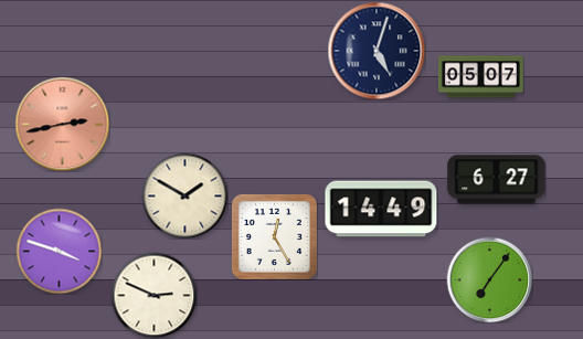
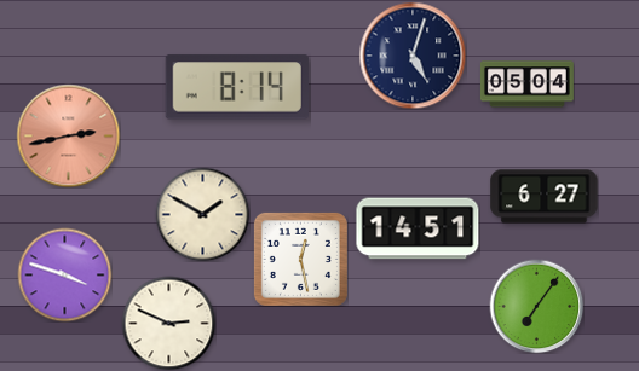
clock at (480, 77): 05:07 -> 05:04
clock at (237, 87): none -> 8:14
clock at (381, 209): 14:49 -> 14:51
clock at (274, 236): 12:25 -> 12:28
